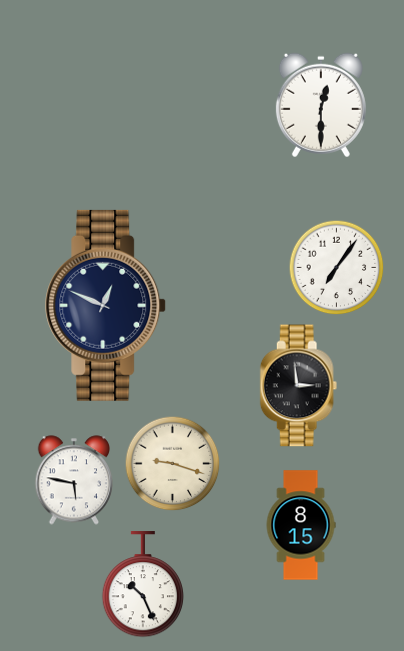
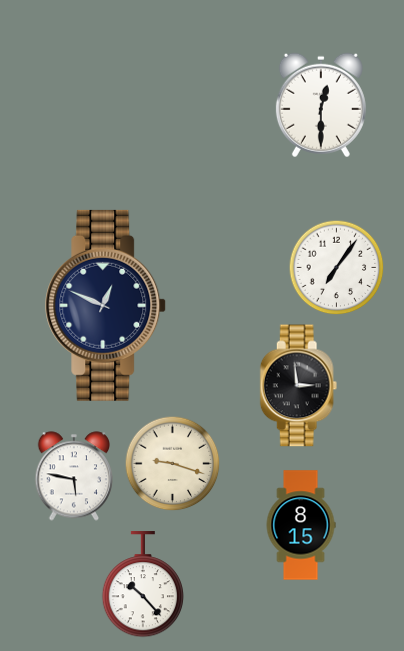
clock at (74, 480) position: (74, 480) -> (74, 476)
clock at (142, 585): 10:26 -> 10:23
